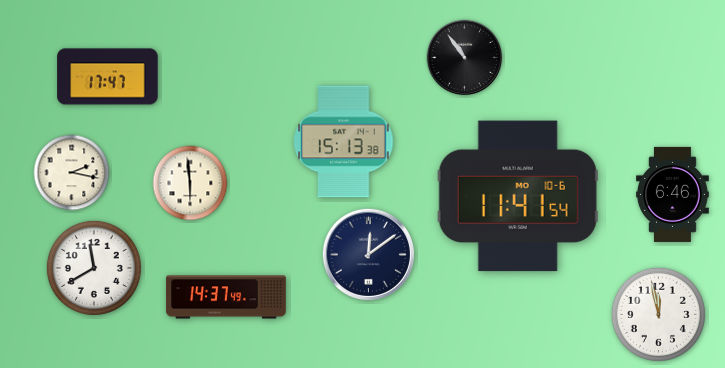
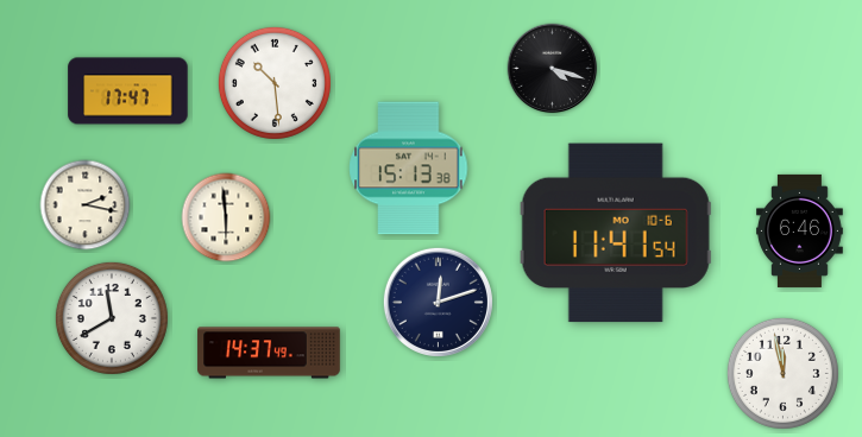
clock at (465, 58): 10:54 -> 4:18
clock at (275, 83): none -> 10:29
clock at (368, 254): 12:09 -> 12:12
